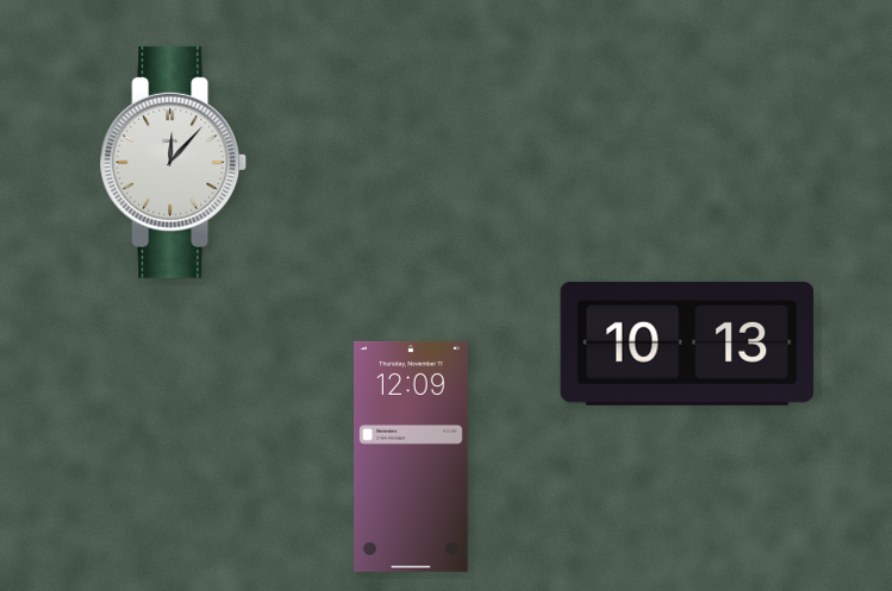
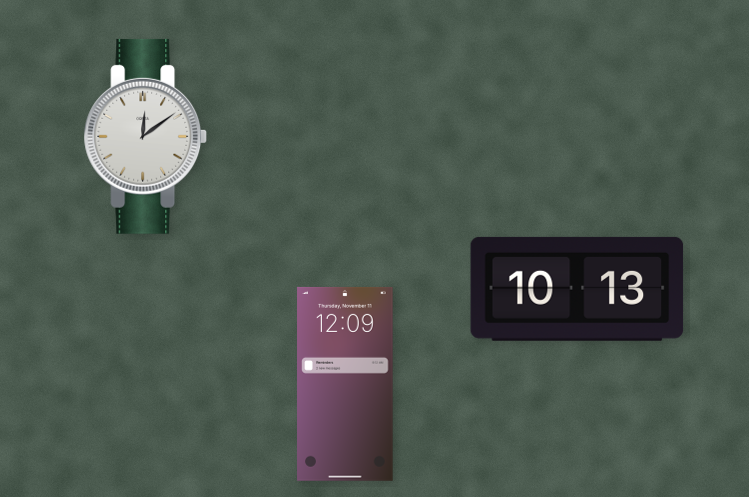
clock at (174, 162): 12:07 -> 12:09
